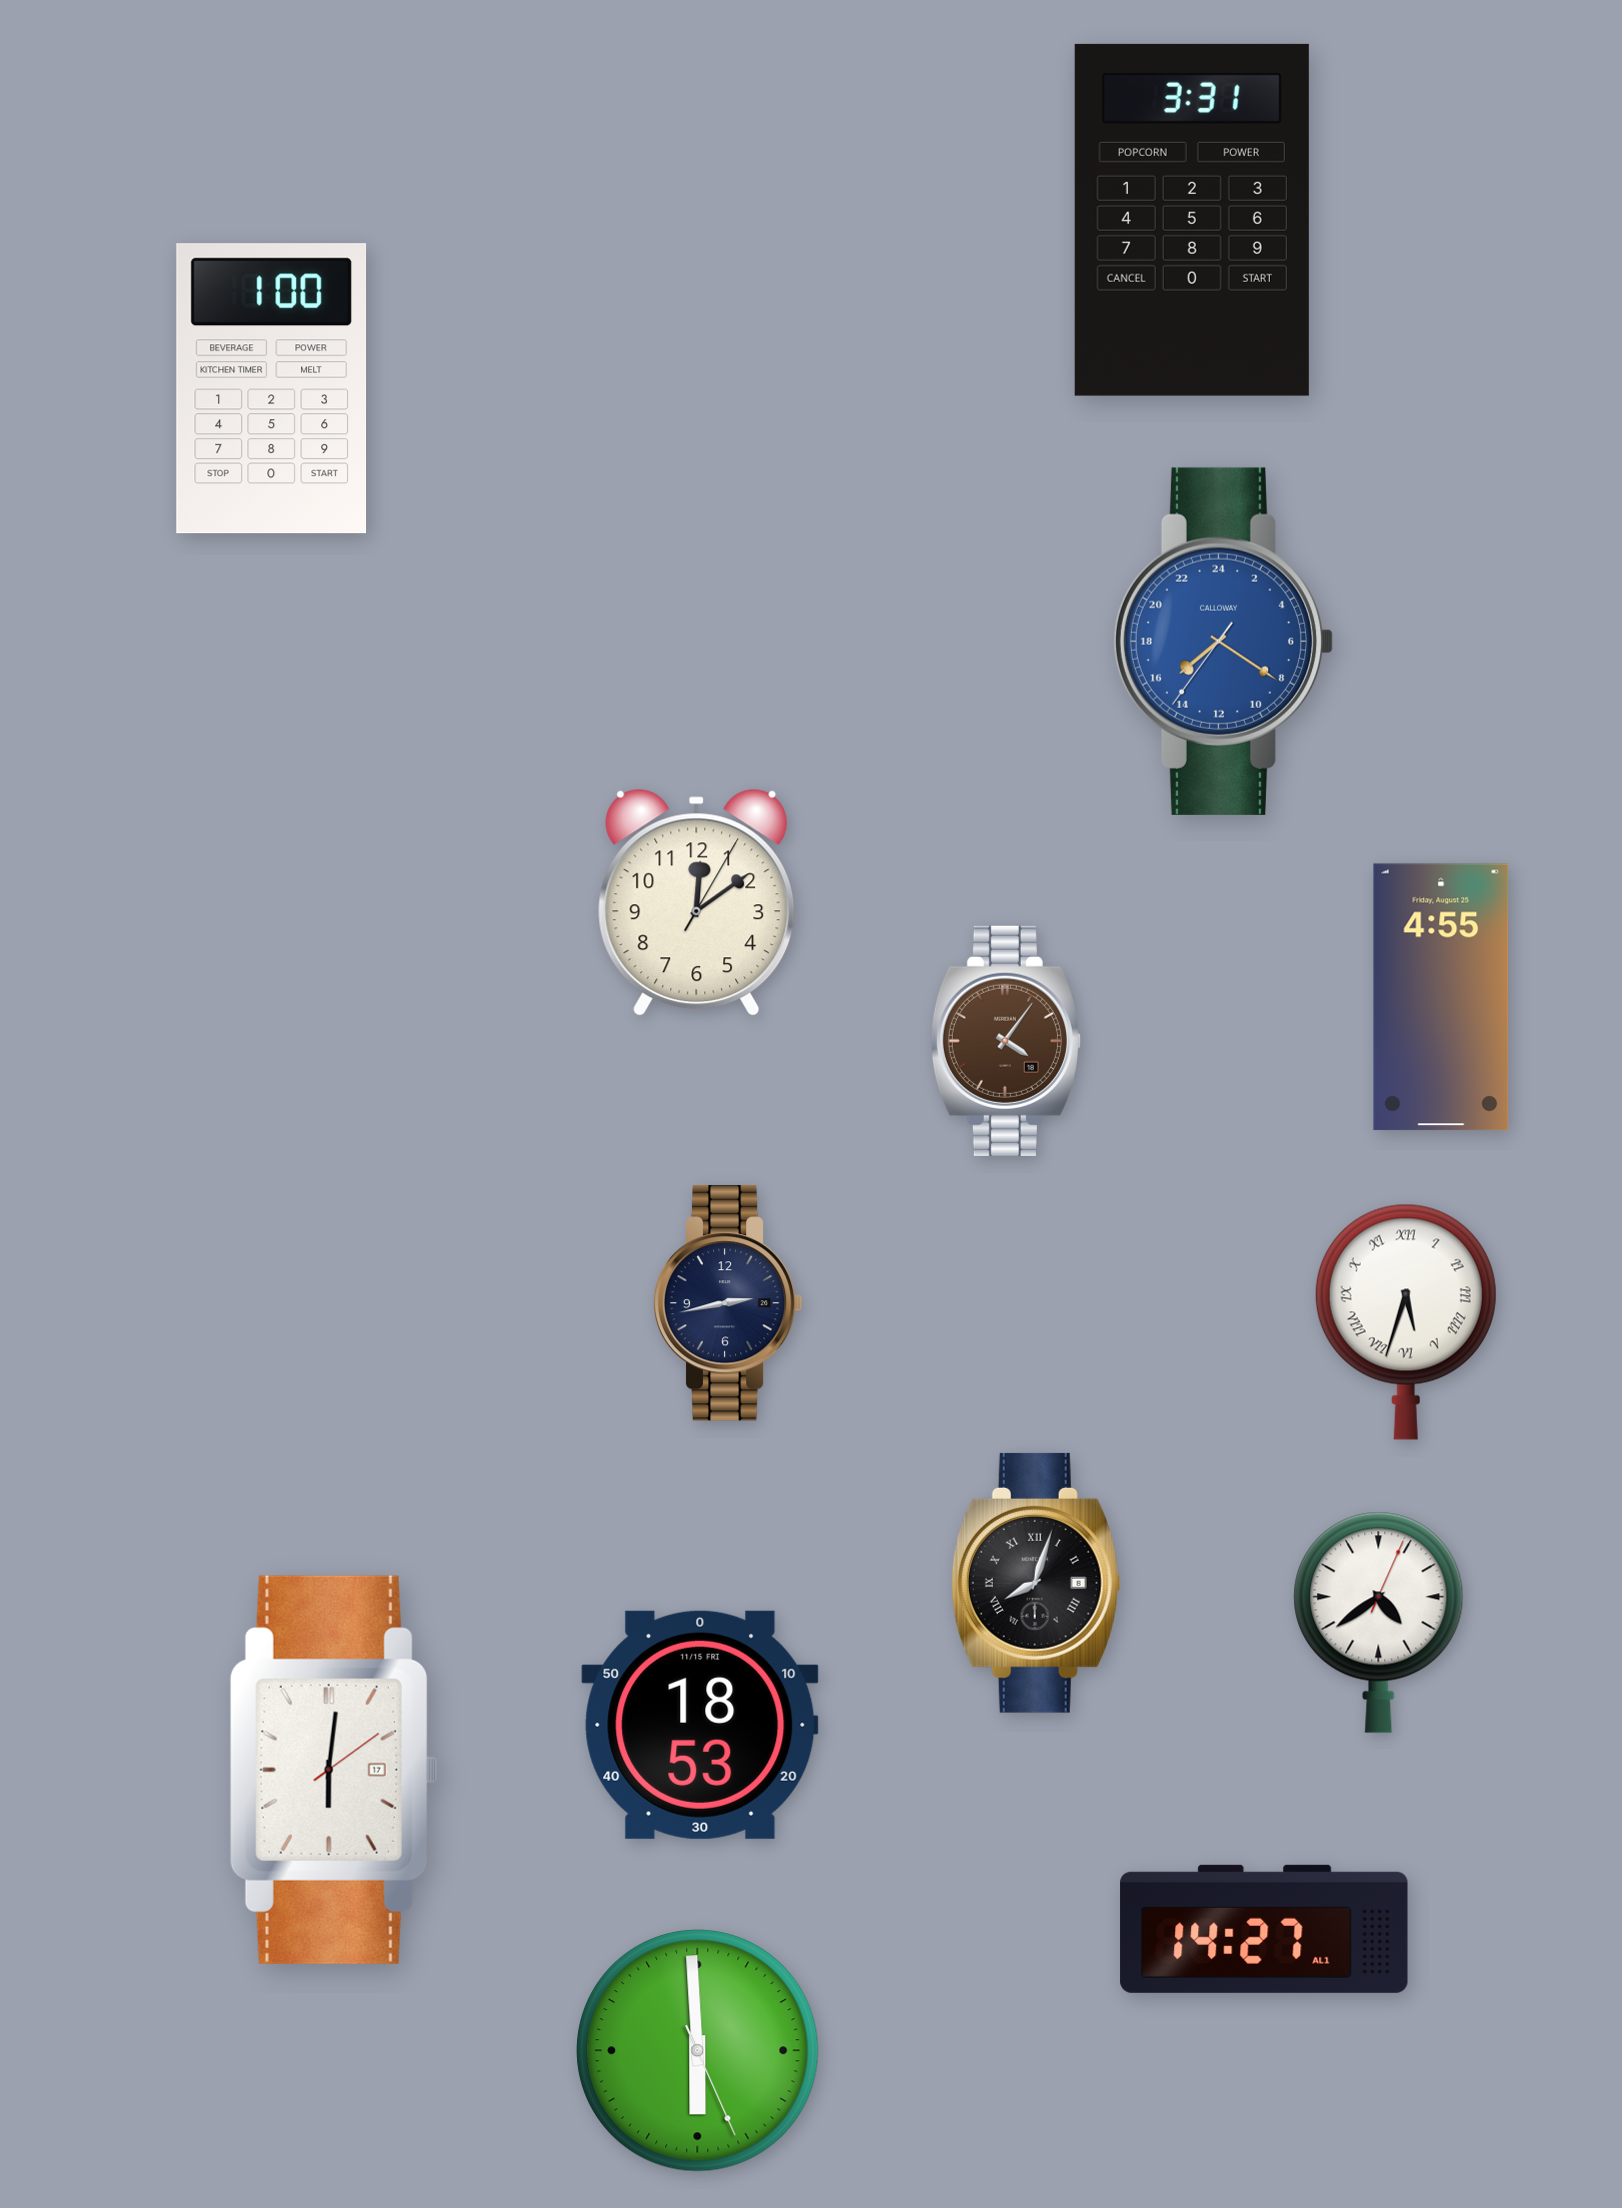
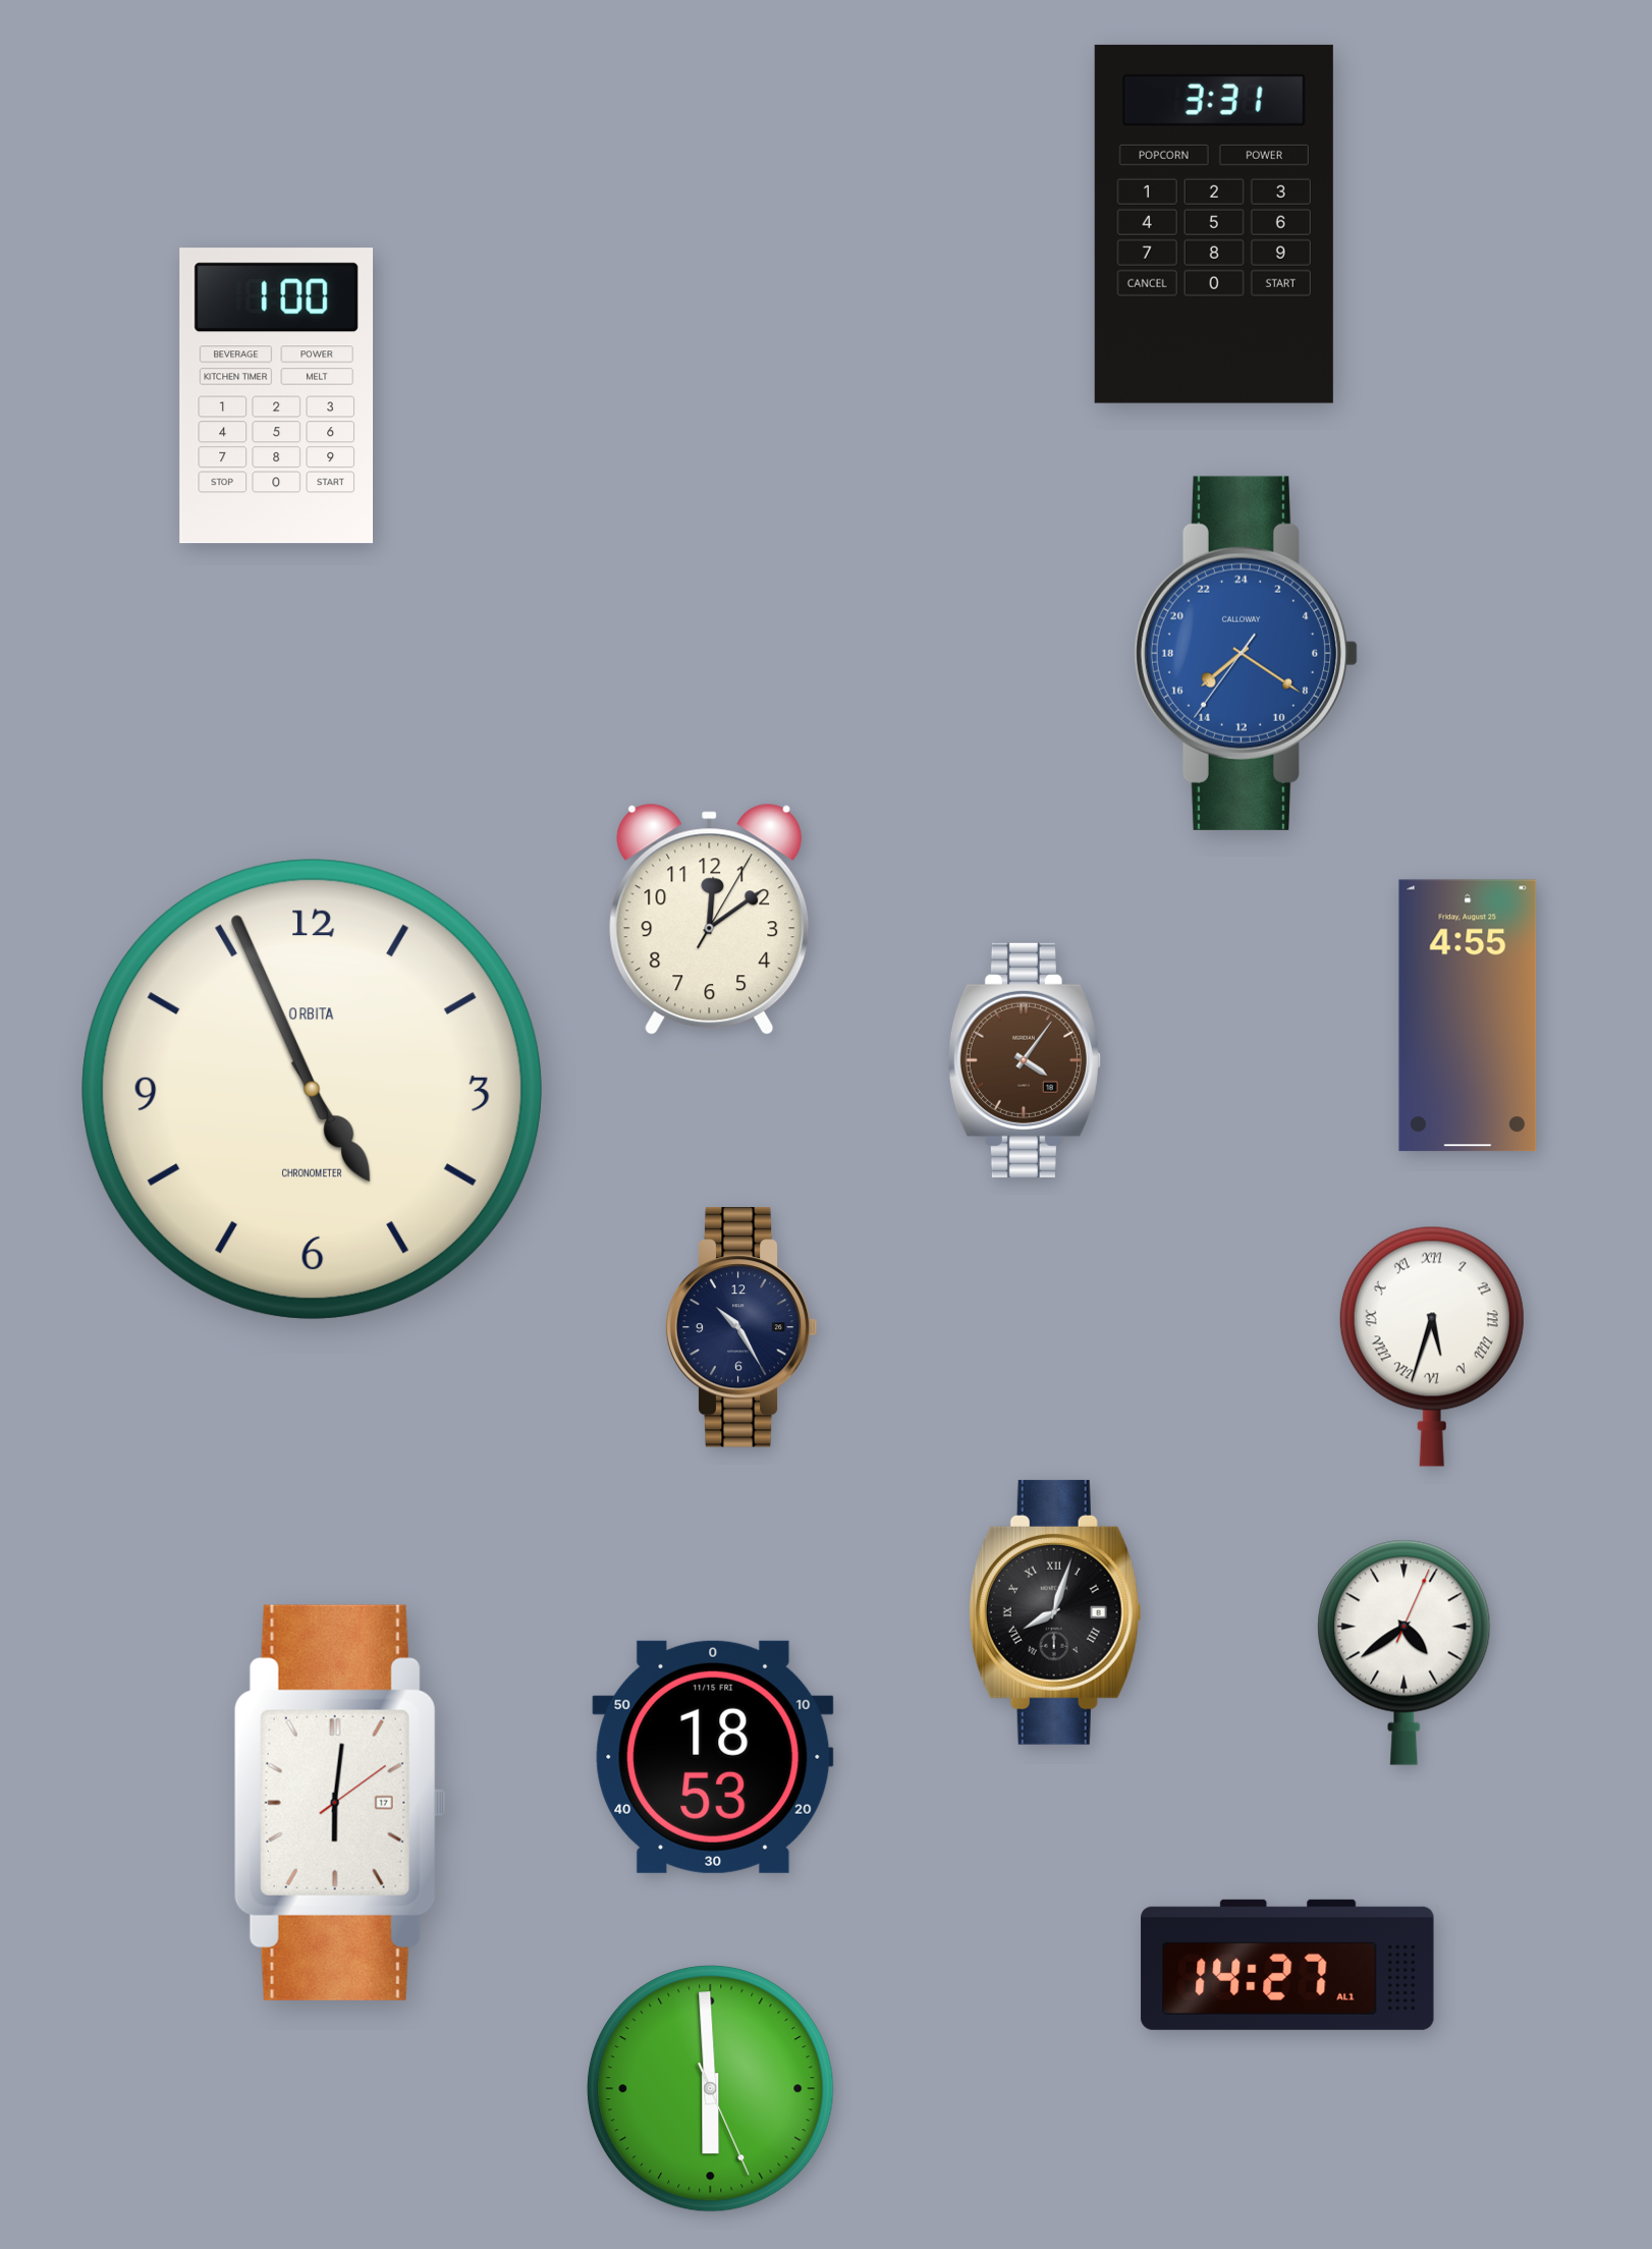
clock at (312, 1089): none -> 4:56
clock at (728, 1303): 2:43 -> 10:25
